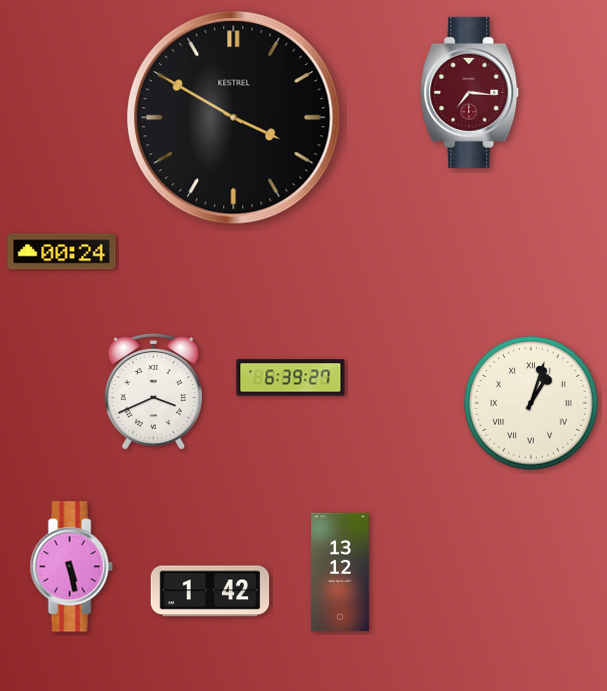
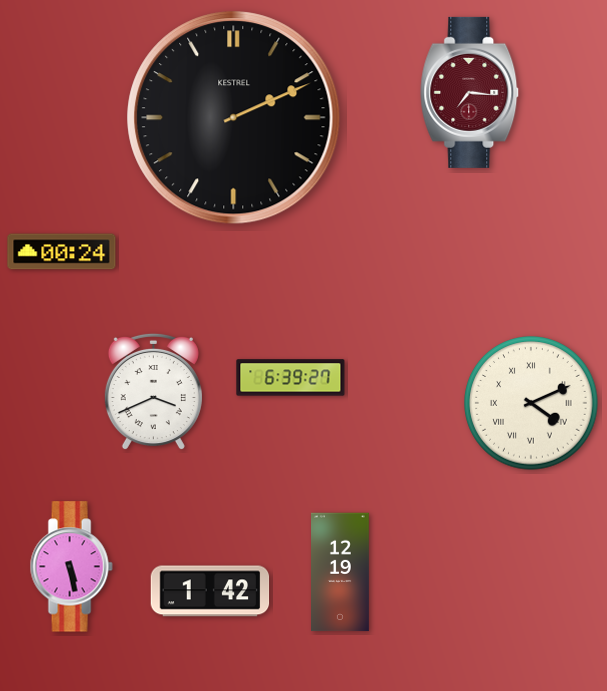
clock at (234, 118): 3:50 -> 2:11
clock at (531, 403): 1:03 -> 4:11
clock at (341, 572): 13:12 -> 12:19
